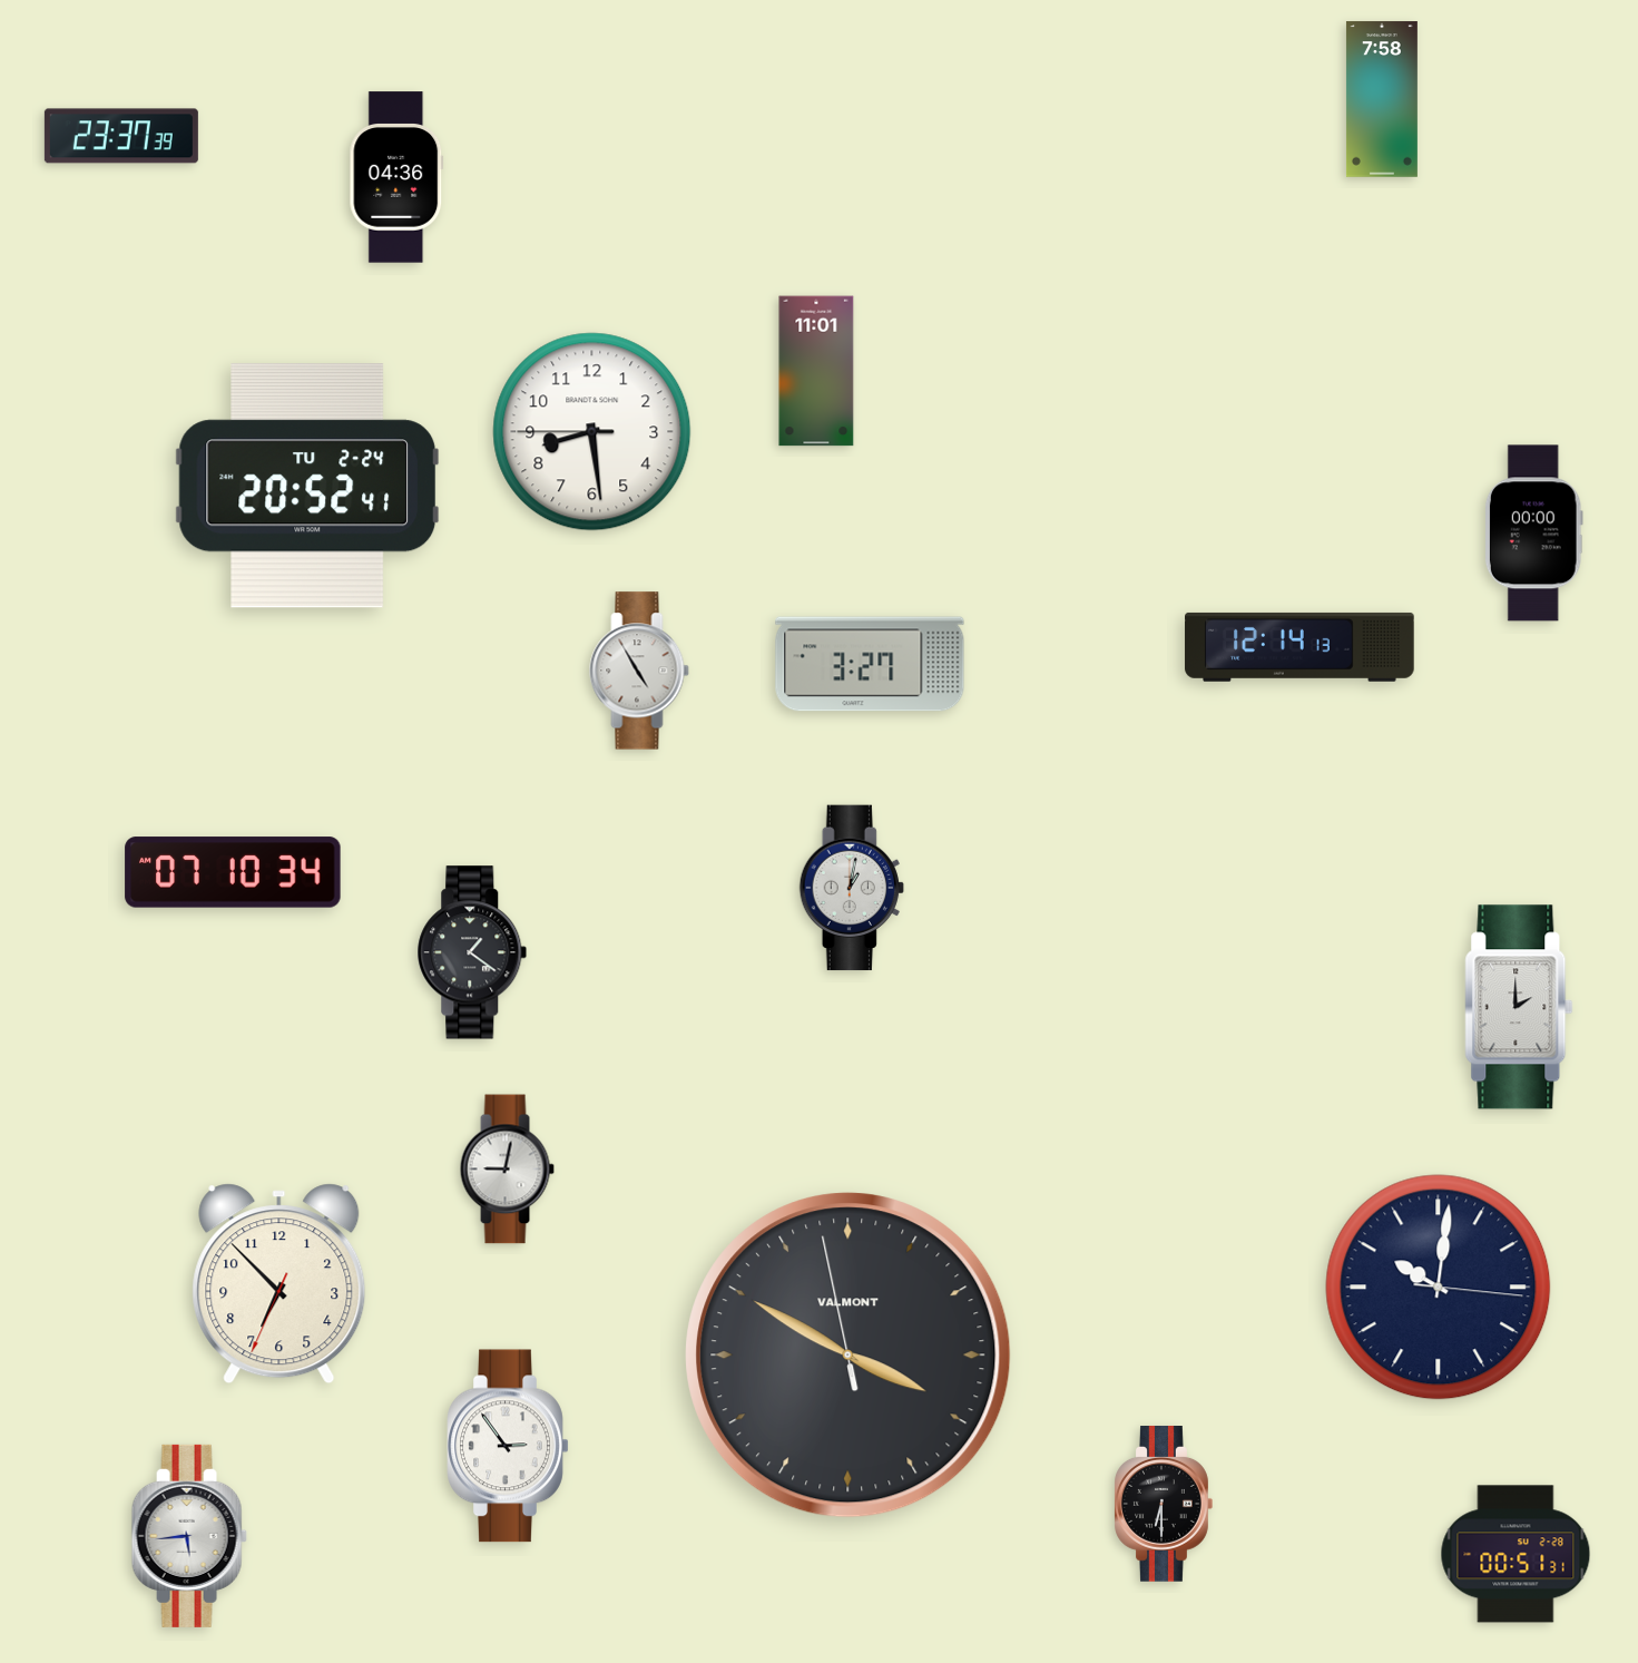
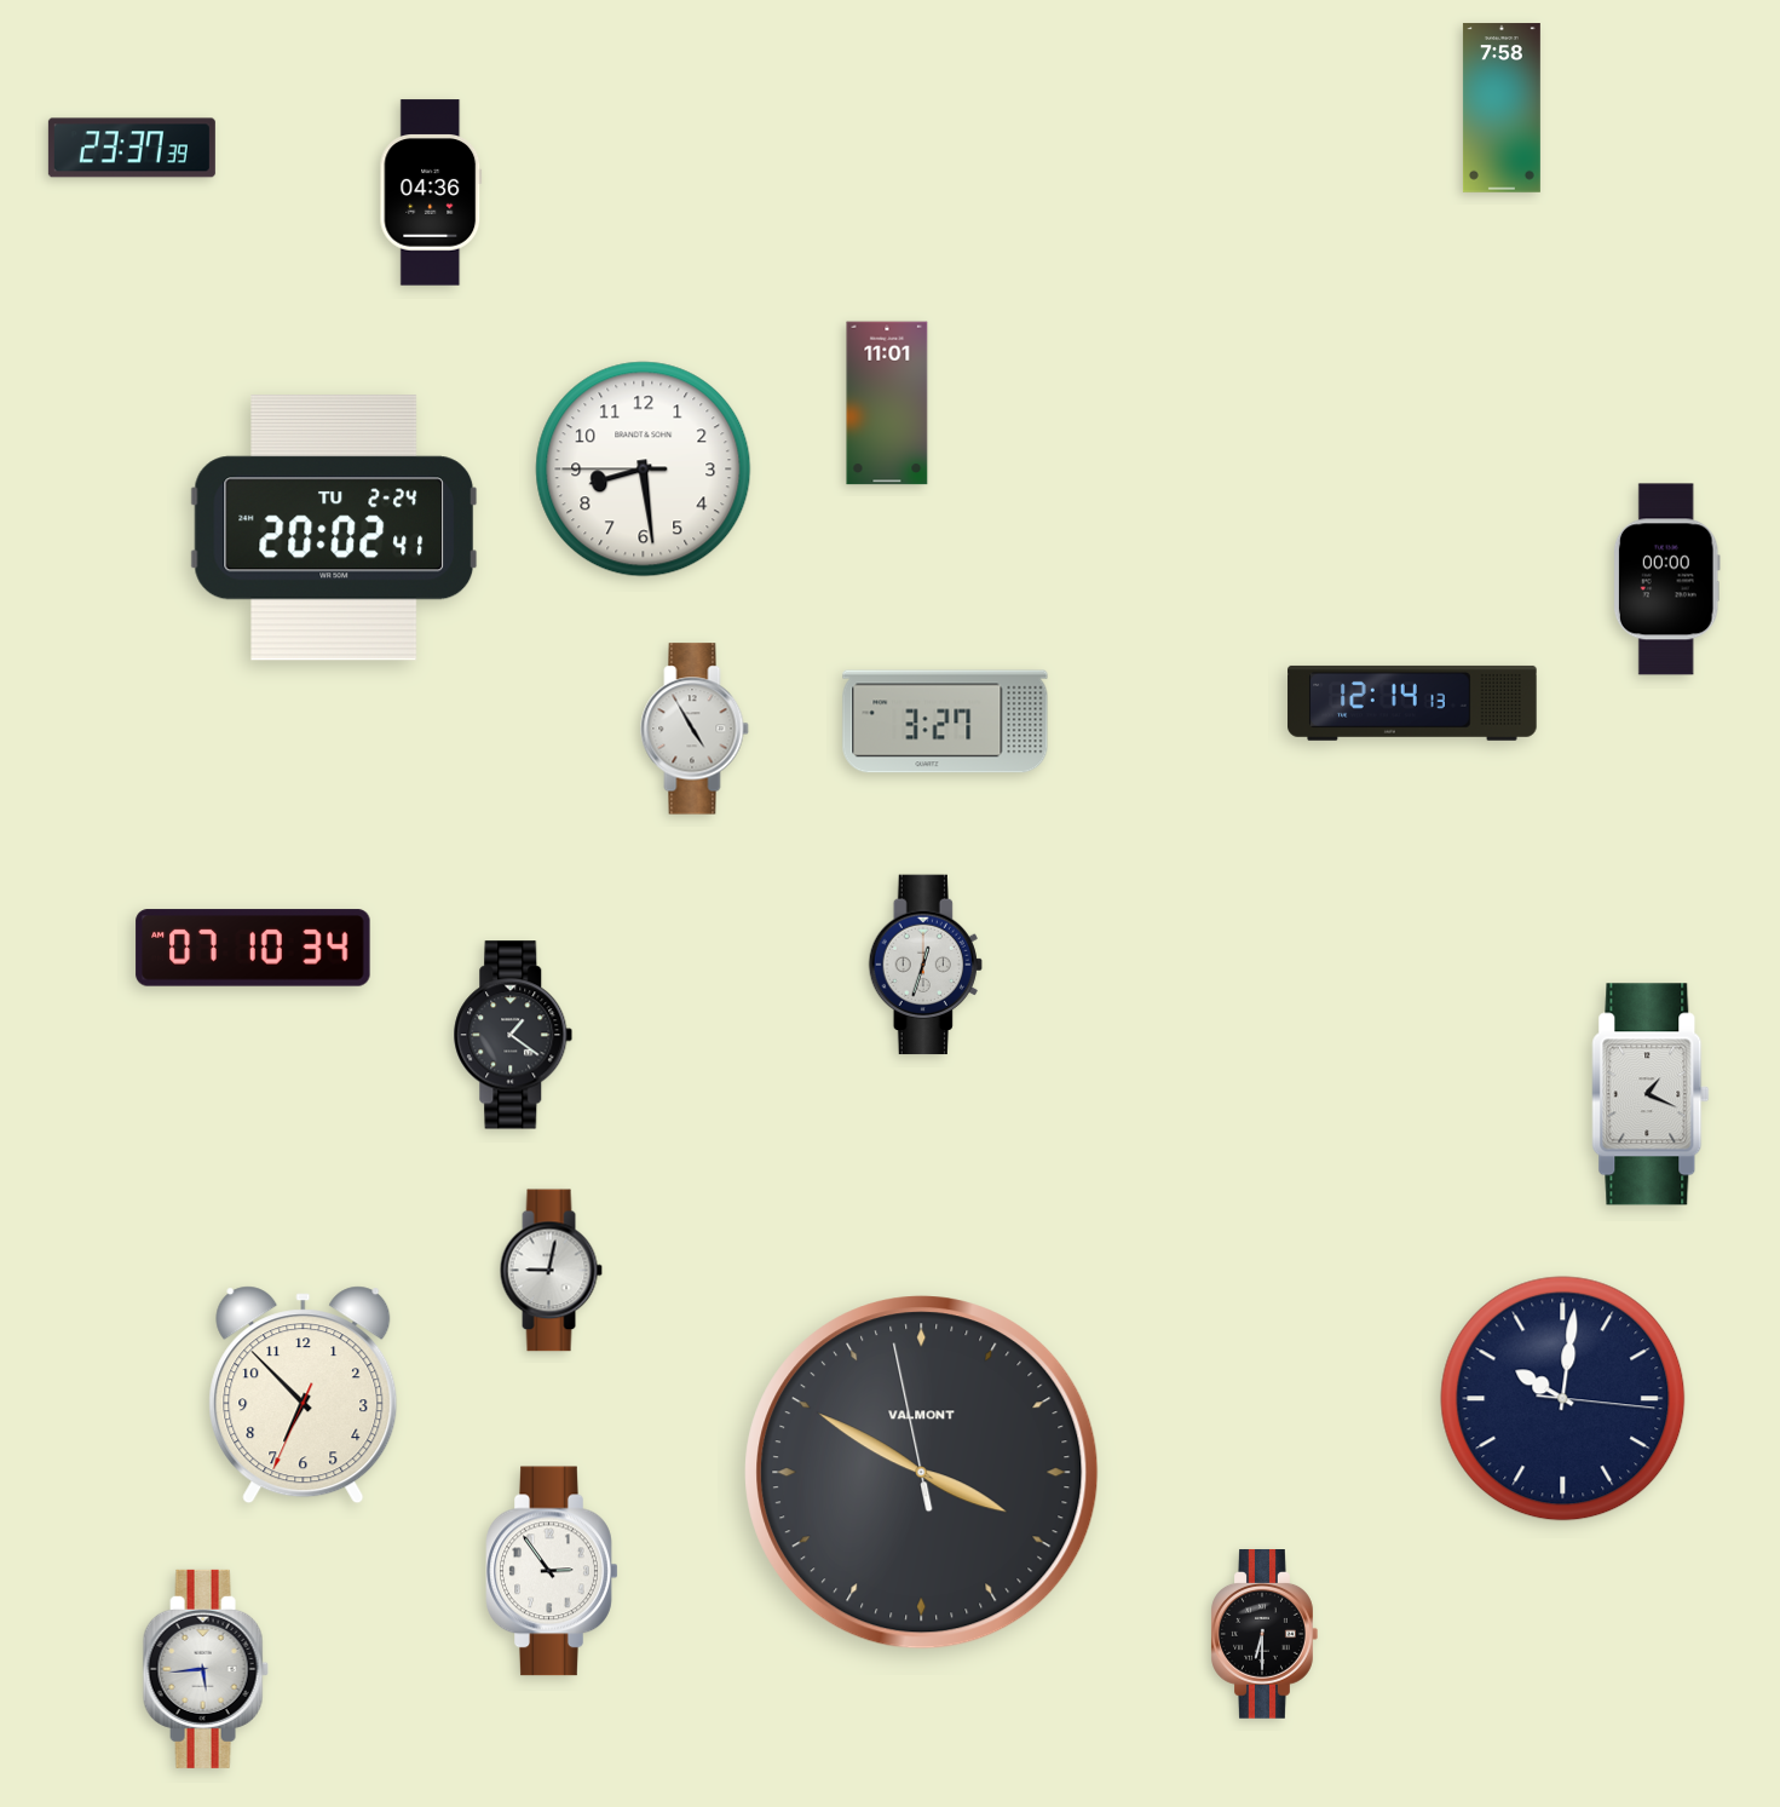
clock at (307, 486): 20:52 -> 20:02
clock at (852, 888): 1:02 -> 12:33
clock at (1519, 1007): 2:00 -> 1:19
clock at (1516, 1554): 00:51 -> none
